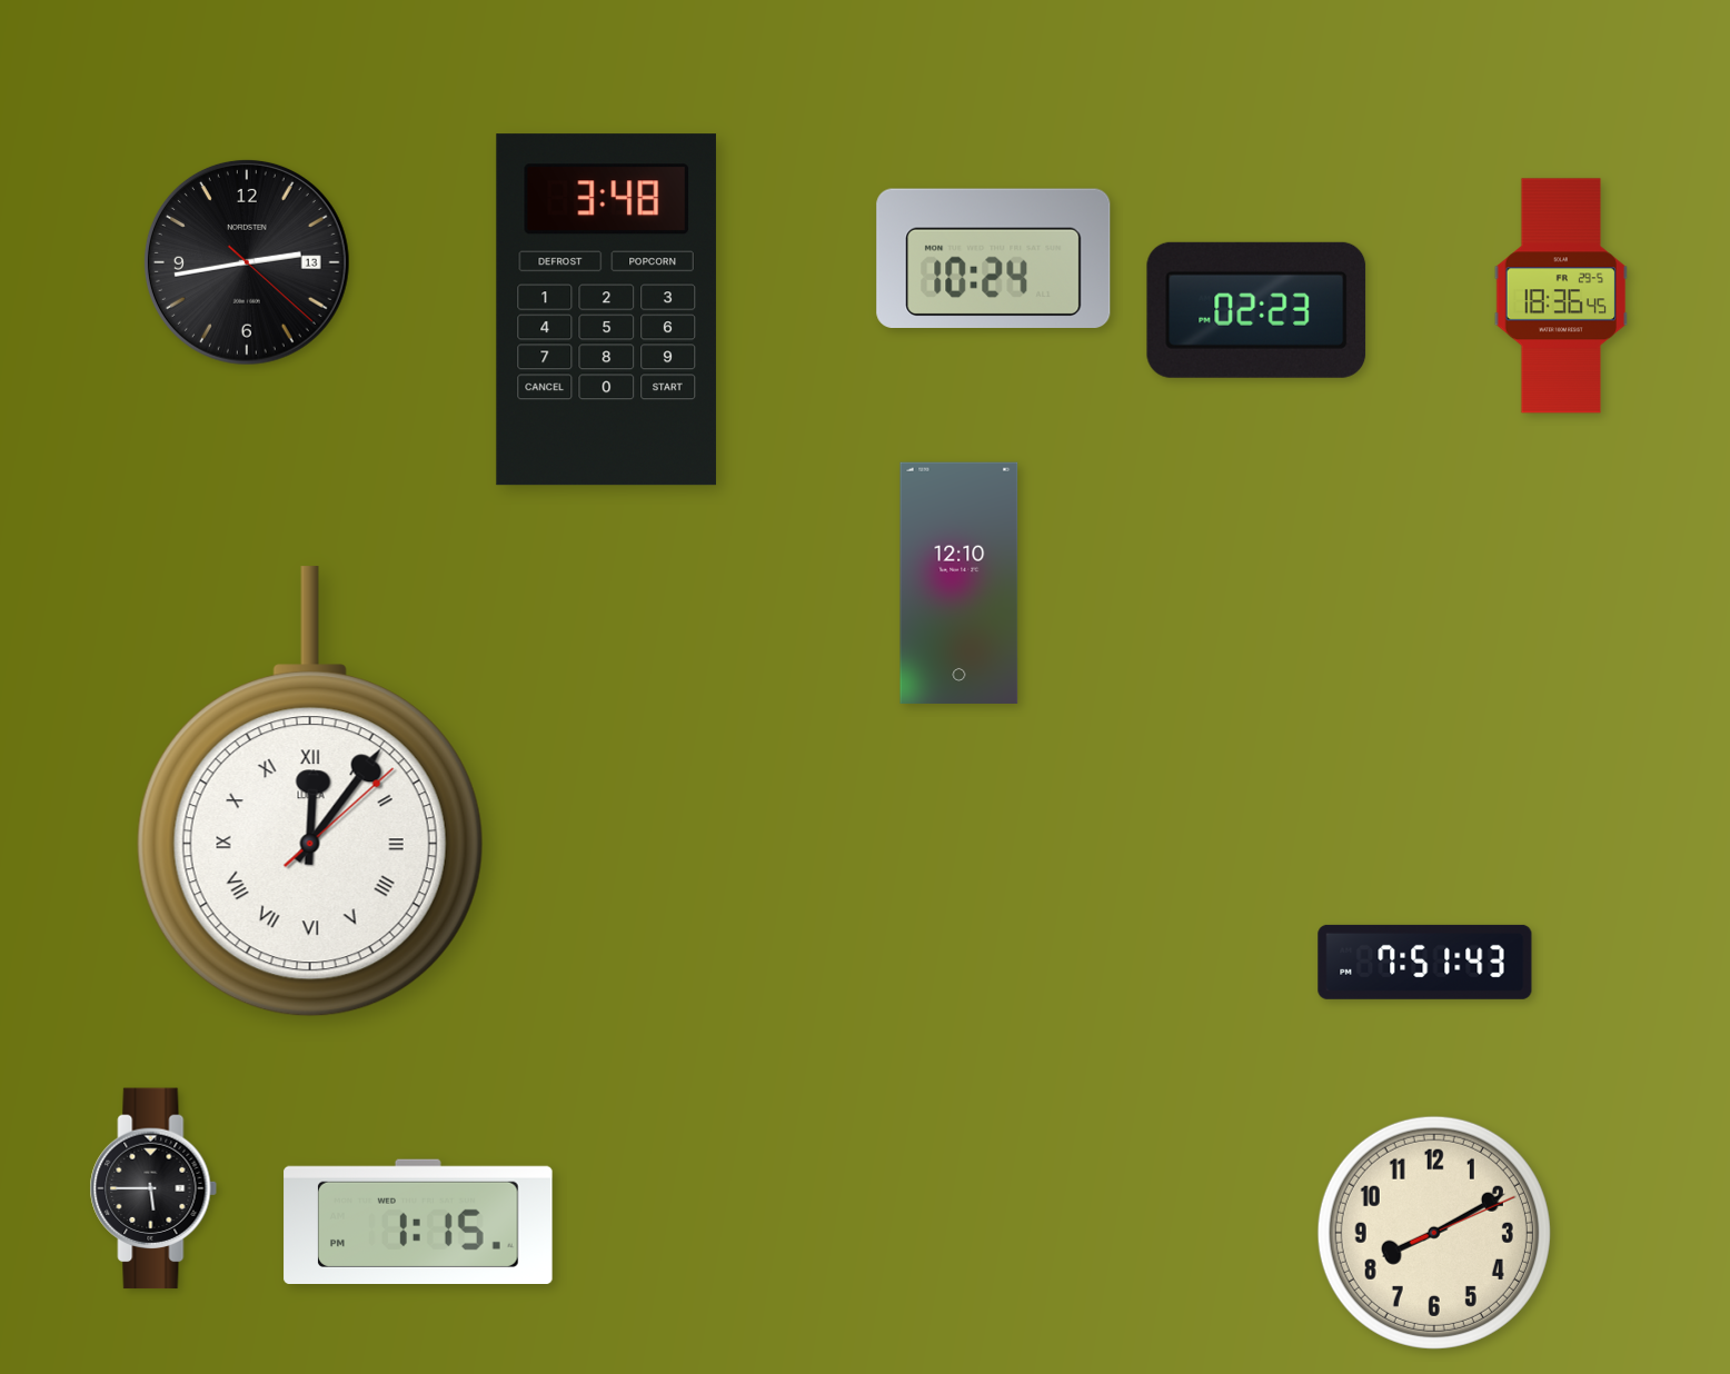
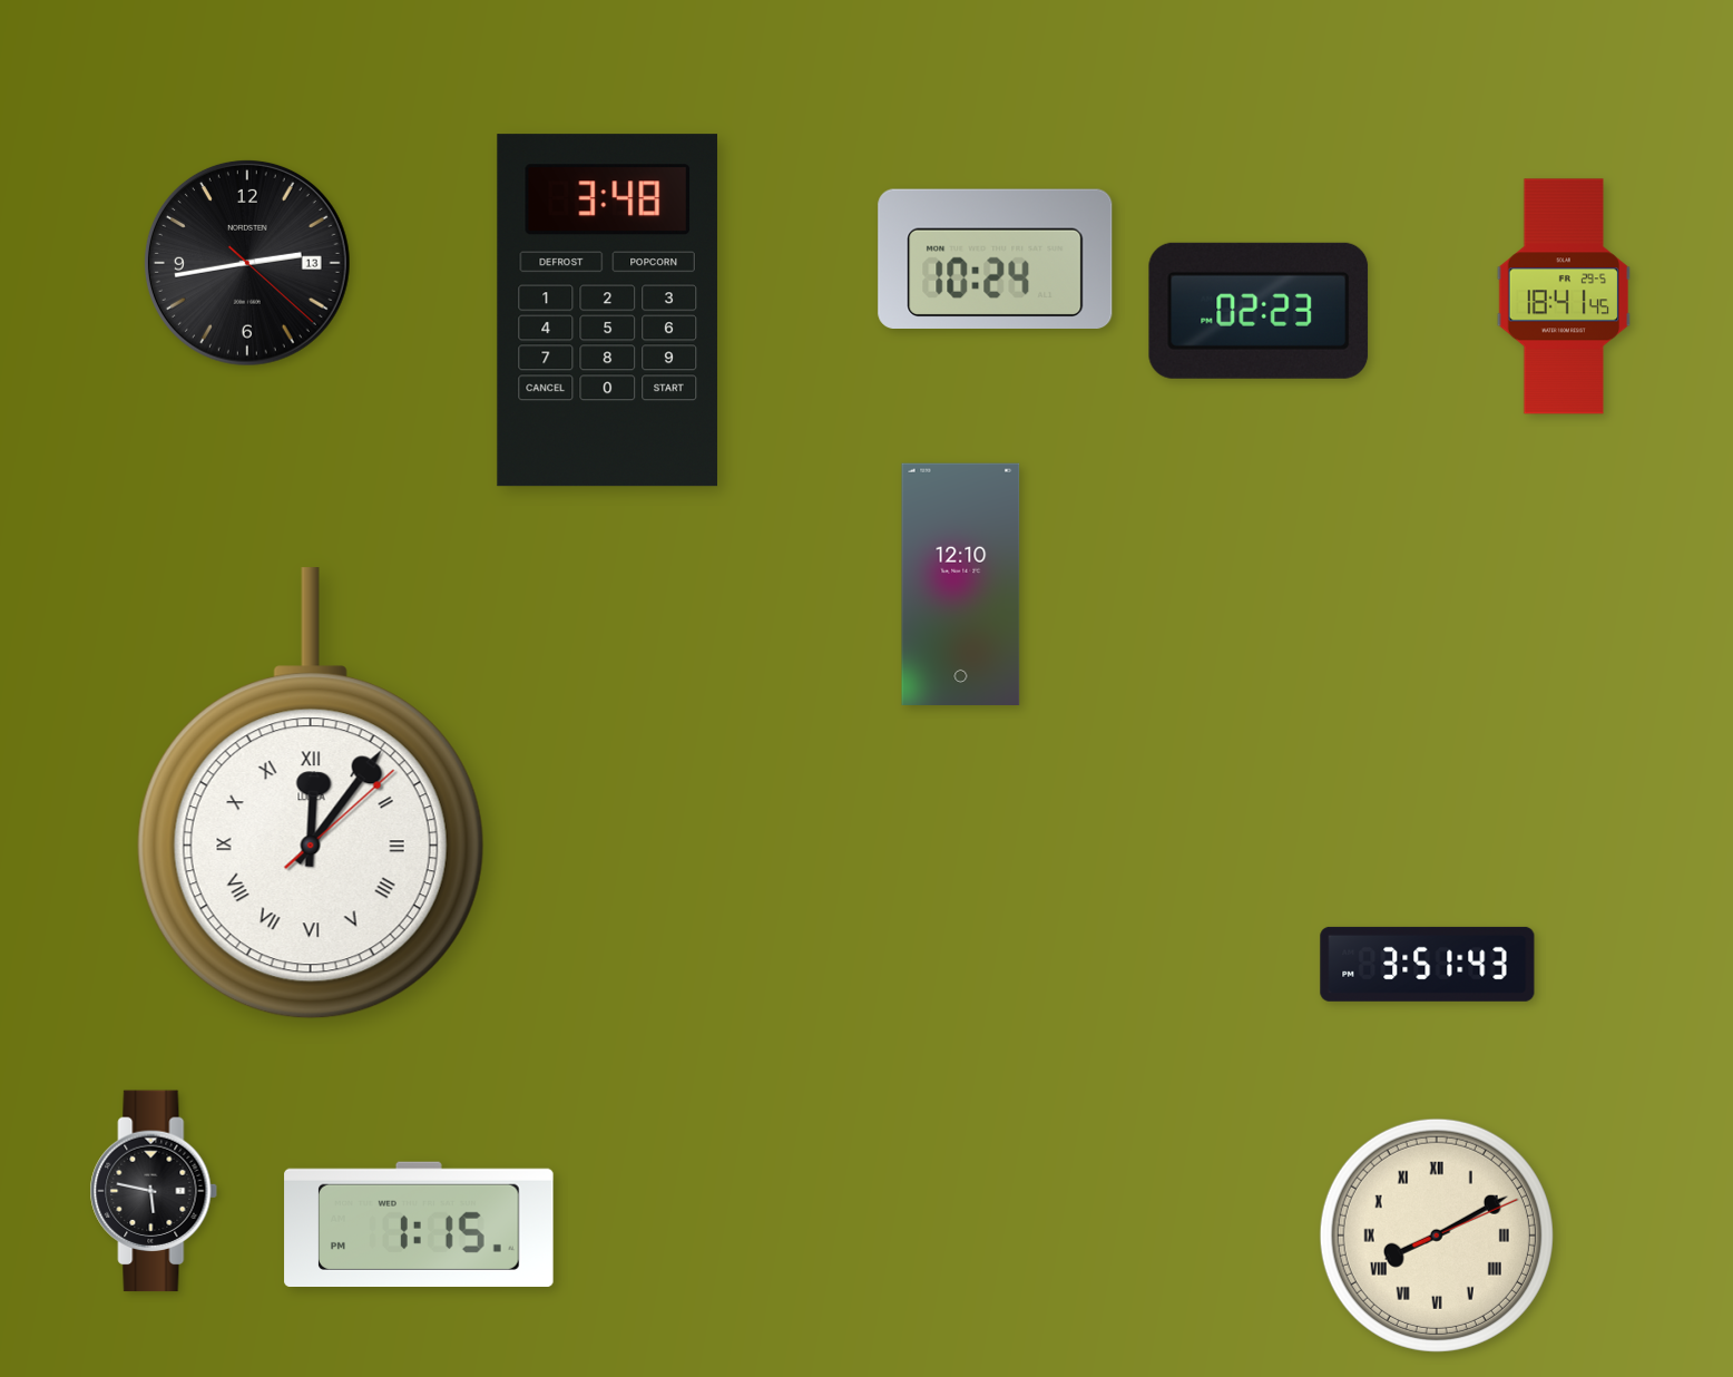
clock at (1561, 296): 18:36 -> 18:41
clock at (1425, 962): 7:51 -> 3:51
clock at (153, 1188): 5:45 -> 5:47
clock at (1434, 1233) numerals: Arabic -> Roman
